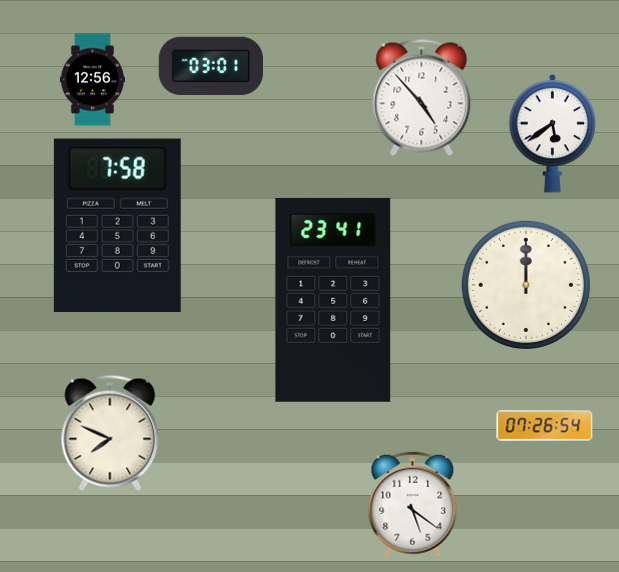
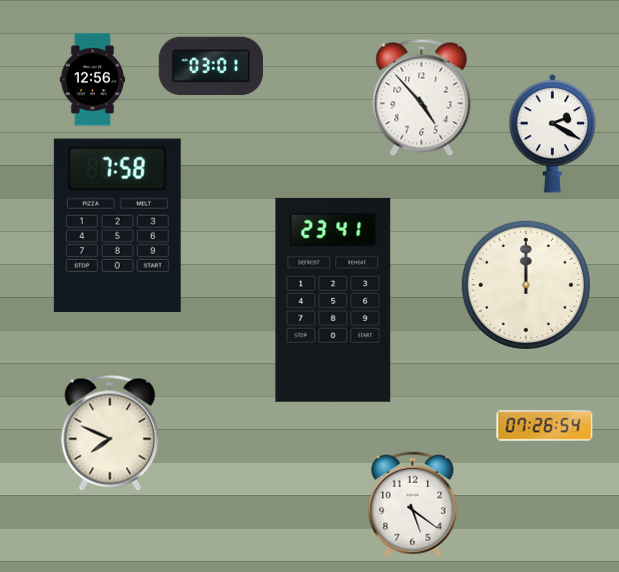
clock at (553, 133): 5:39 -> 2:20
